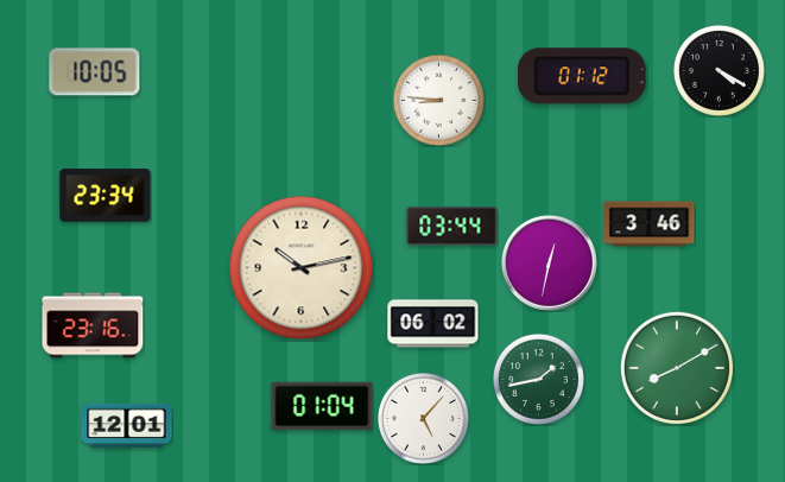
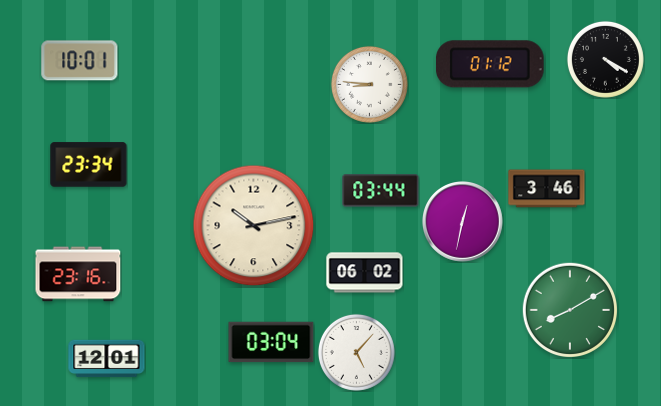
clock at (95, 72): 10:05 -> 10:01
clock at (538, 379): 1:43 -> none
clock at (322, 406): 01:04 -> 03:04
